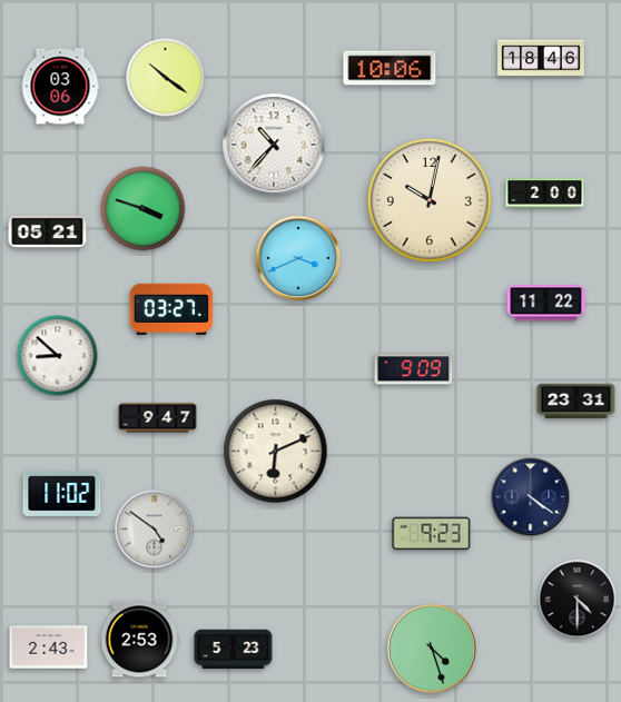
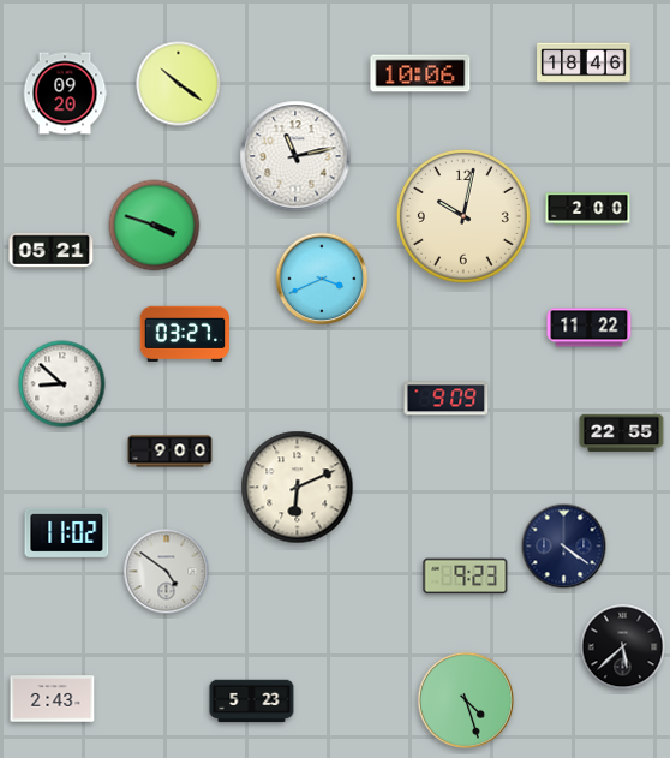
clock at (60, 87): 03:06 -> 09:20
clock at (274, 145): 10:37 -> 11:13
clock at (576, 402): 23:31 -> 22:55
clock at (158, 418): 9:47 -> 9:00
clock at (531, 497) position: (531, 497) -> (564, 547)
clock at (578, 600): 4:30 -> 5:38
clock at (139, 640): 2:53 -> none
